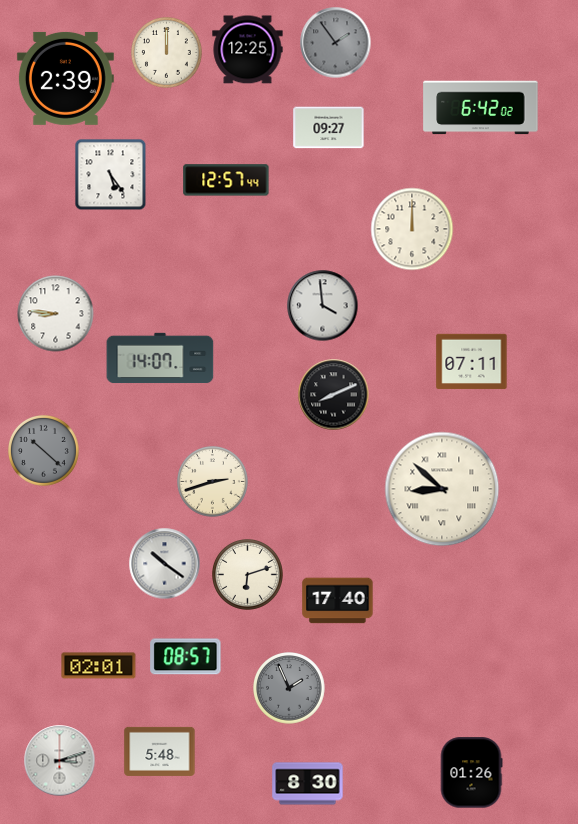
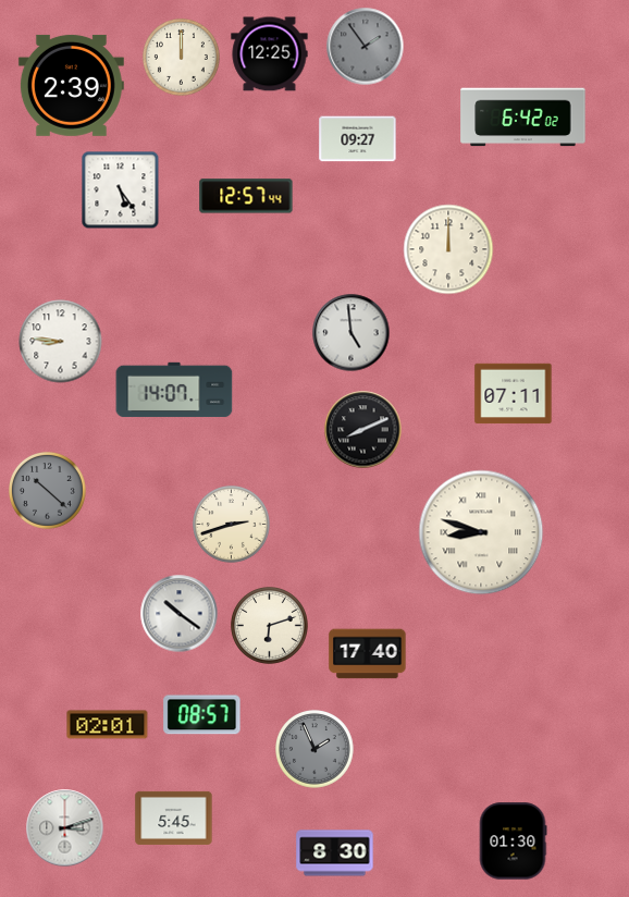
clock at (323, 306): 3:59 -> 4:59
clock at (442, 489): 8:52 -> 8:48
clock at (160, 751): 5:48 -> 5:45
clock at (471, 773): 01:26 -> 01:30
